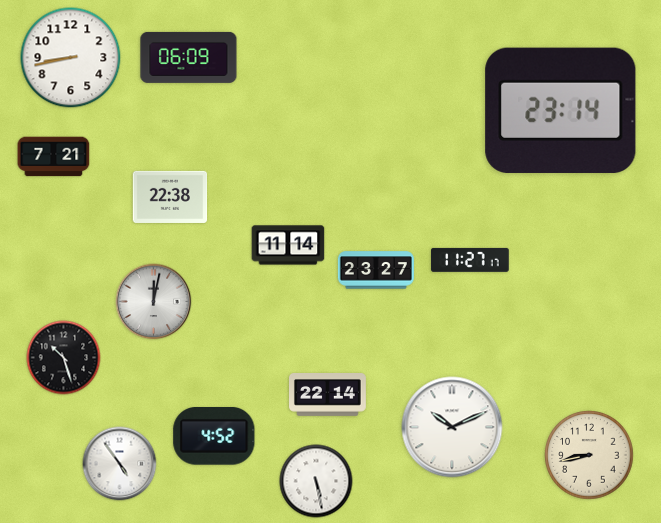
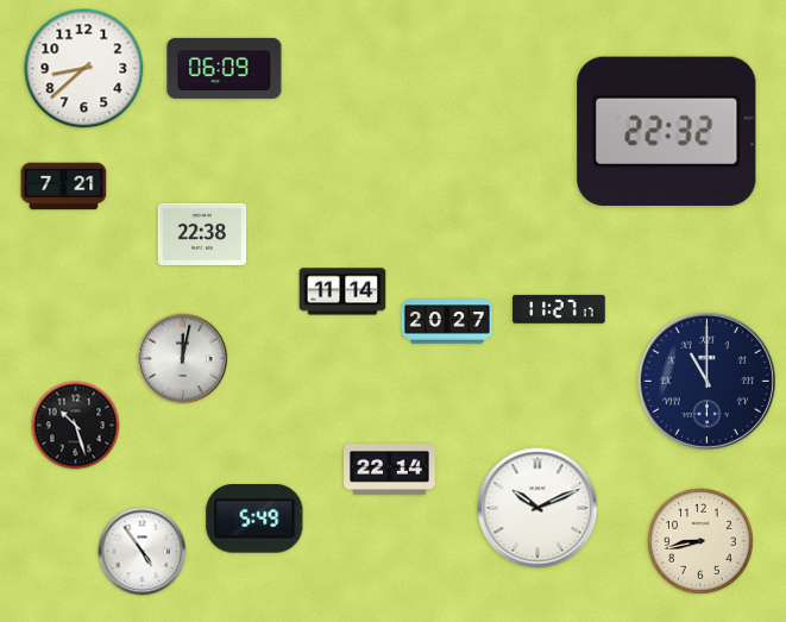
clock at (71, 58): 8:43 -> 8:38
clock at (561, 110): 23:14 -> 22:32
clock at (376, 270): 23:27 -> 20:27
clock at (706, 381): none -> 11:00
clock at (214, 437): 4:52 -> 5:49
clock at (316, 481): 5:28 -> none
